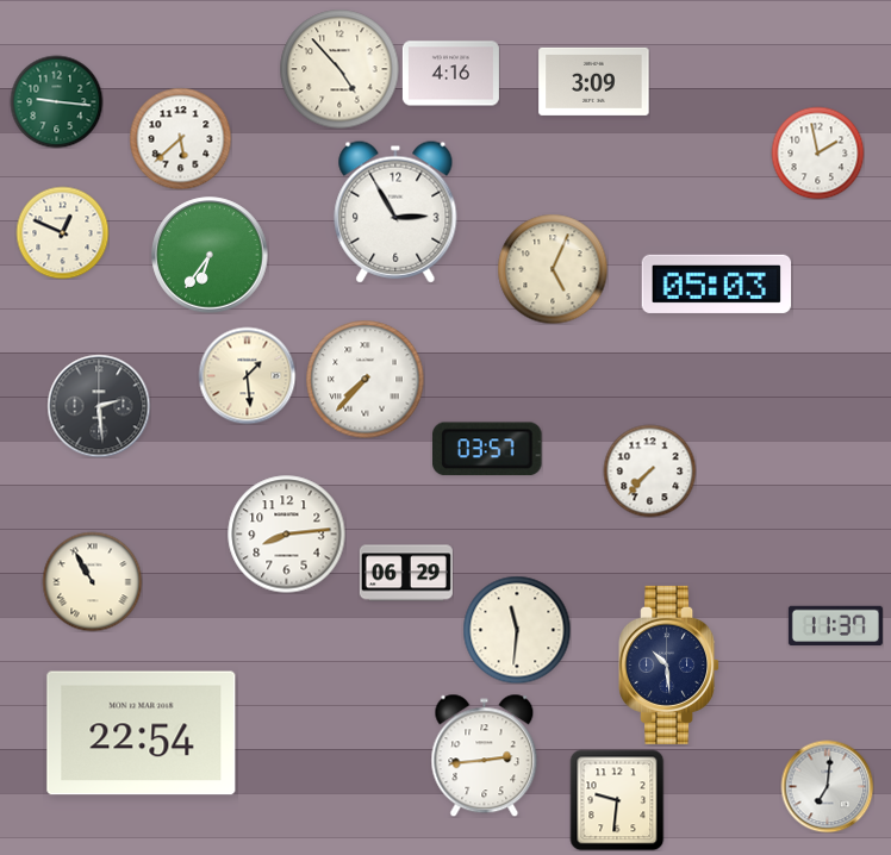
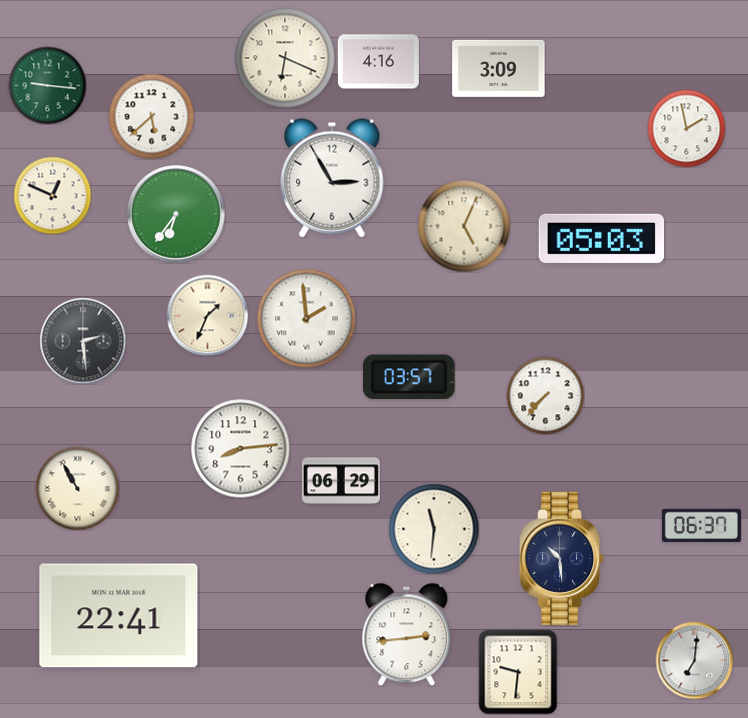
clock at (339, 69): 4:53 -> 6:19
clock at (247, 375): 1:29 -> 1:34
clock at (366, 380): 7:37 -> 1:59
clock at (835, 626): 11:37 -> 06:37
clock at (142, 734): 22:54 -> 22:41
